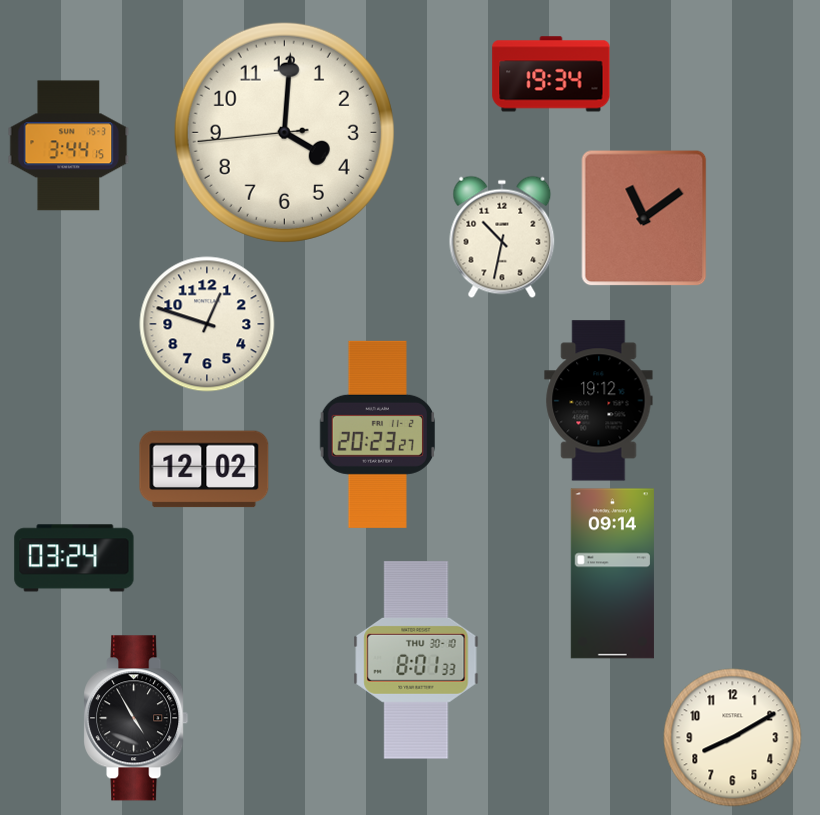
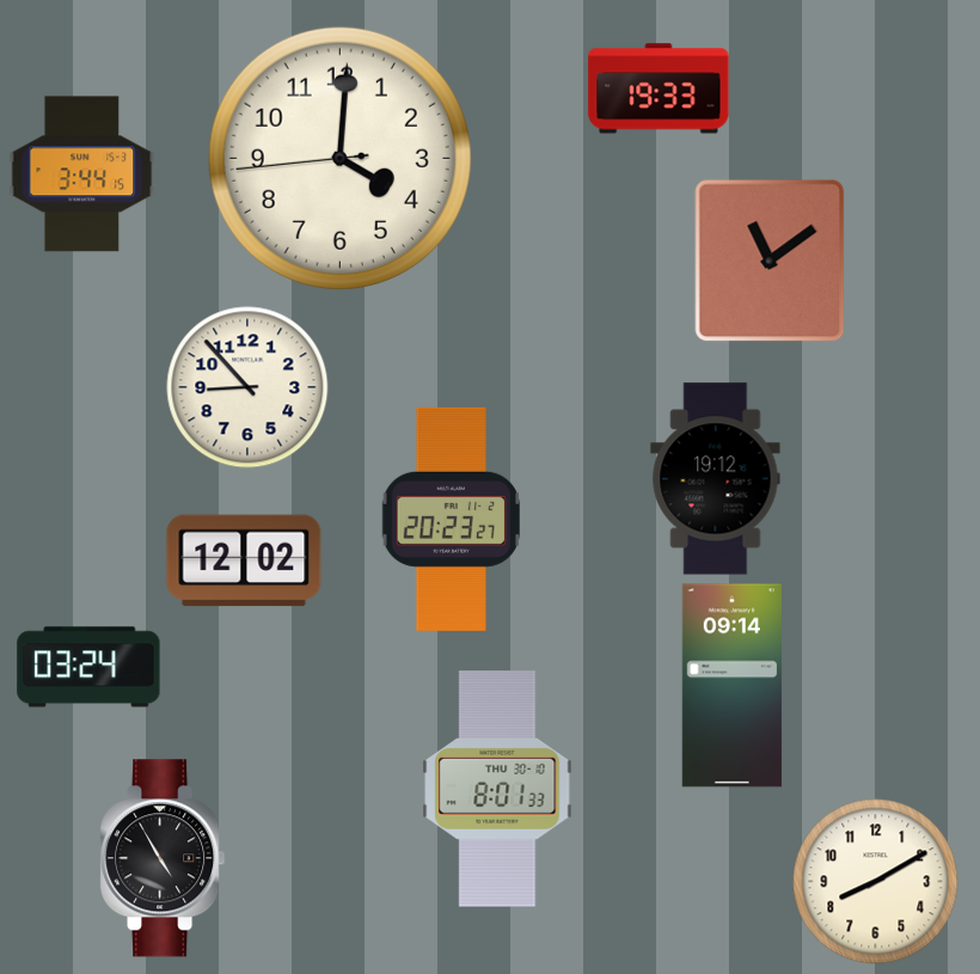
clock at (551, 74): 19:34 -> 19:33
clock at (502, 237): 10:32 -> none
clock at (207, 324): 12:48 -> 8:53
